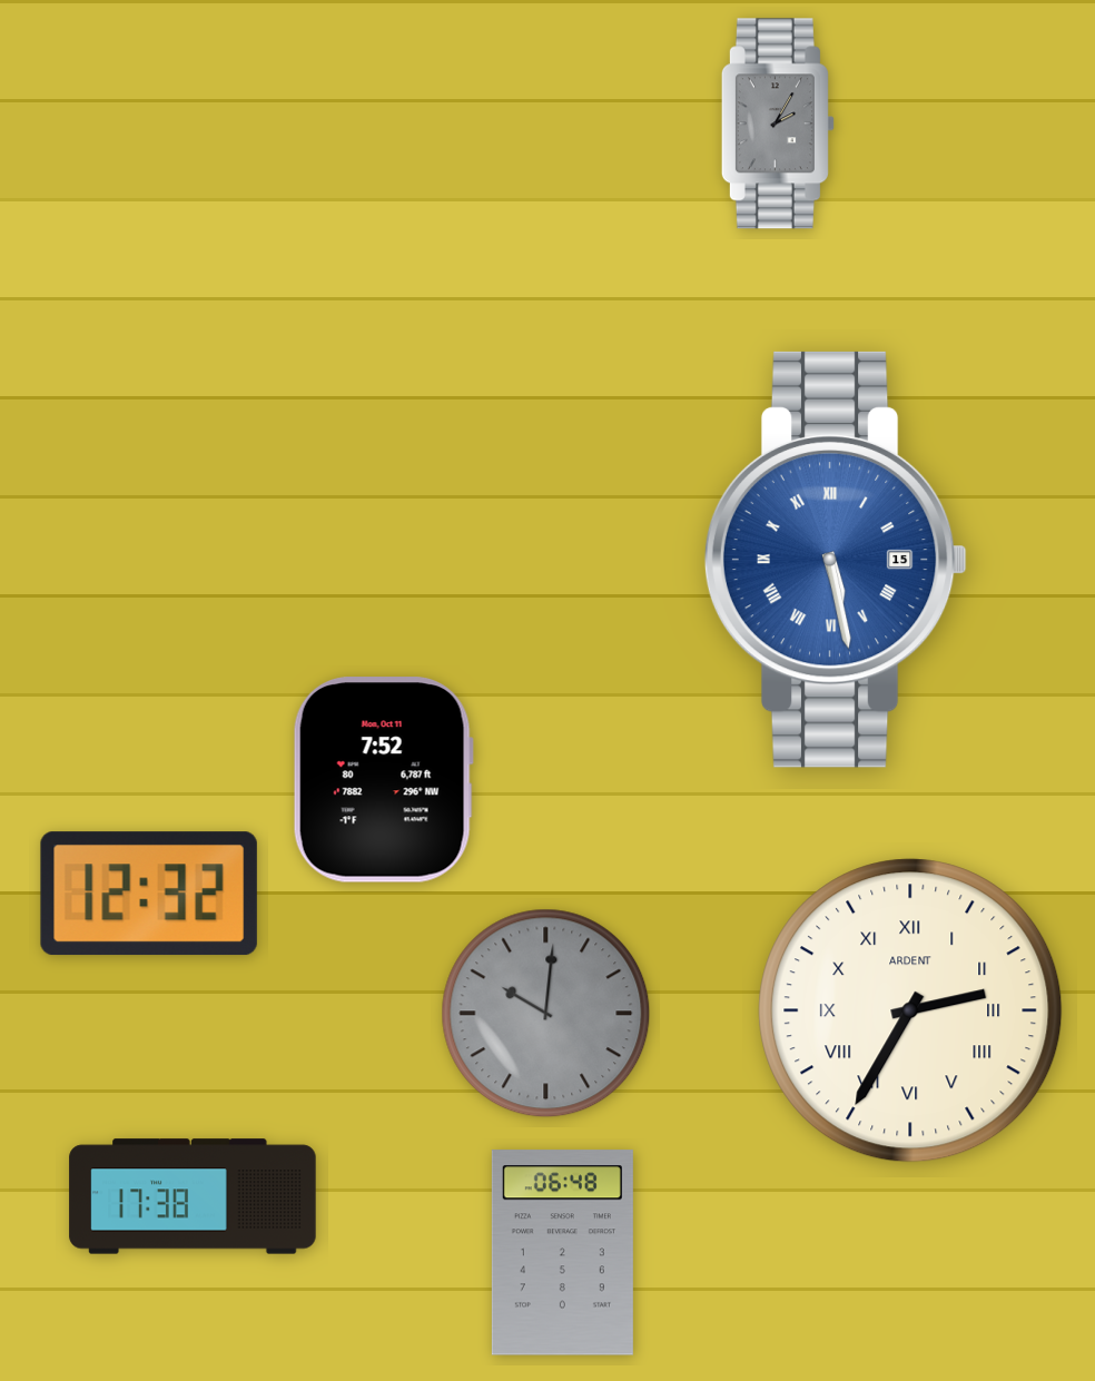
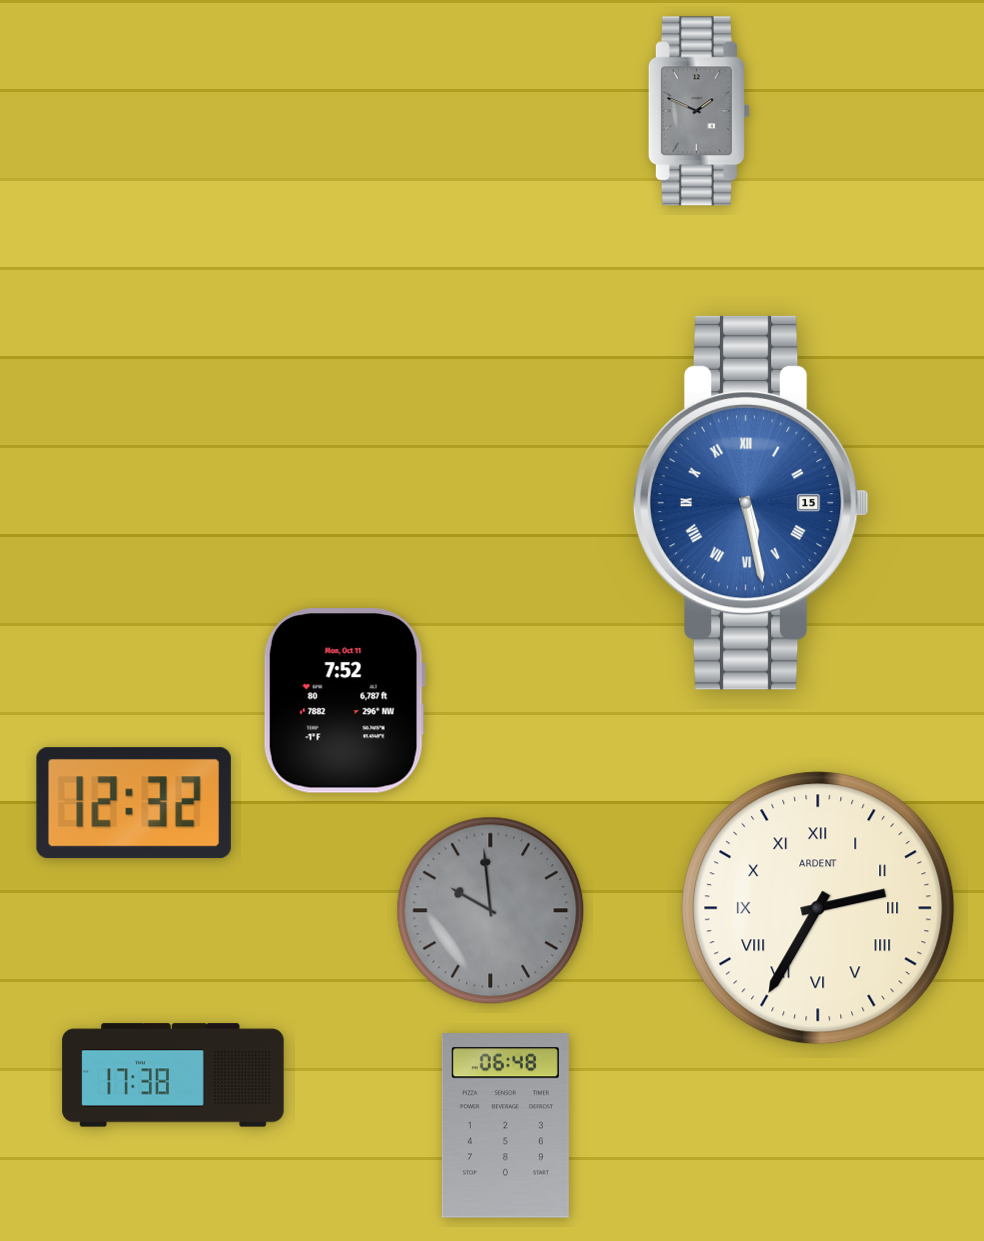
clock at (778, 124): 2:05 -> 1:49
clock at (546, 1014): 10:01 -> 9:59
